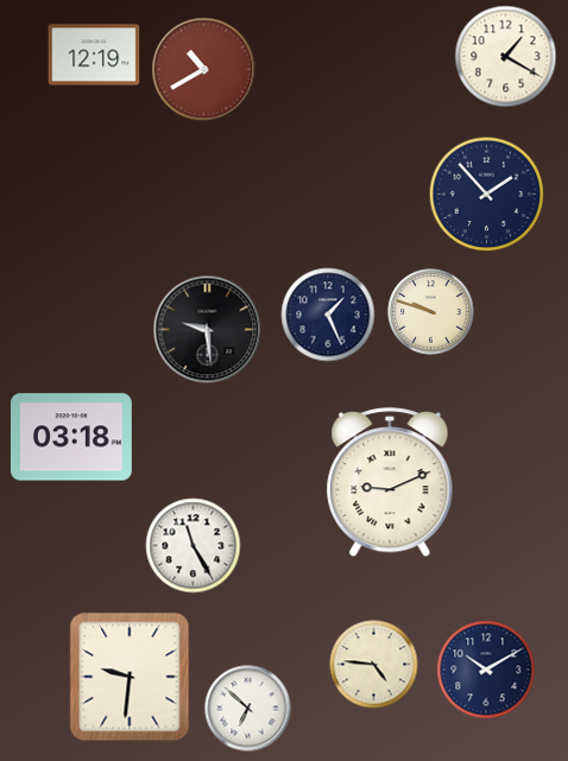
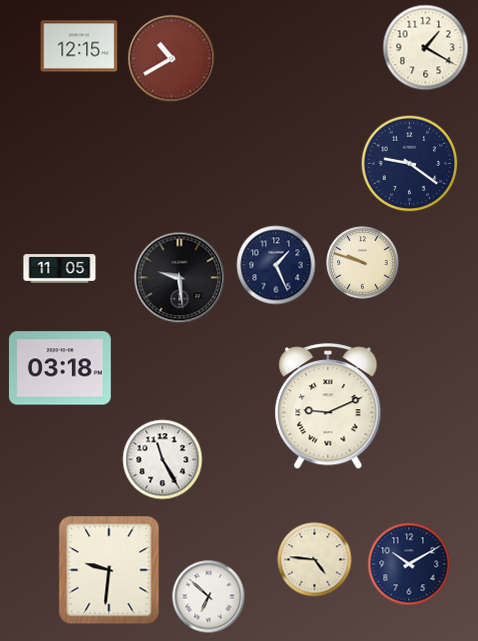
clock at (94, 55): 12:19 -> 12:15
clock at (487, 195): 1:53 -> 9:21
clock at (60, 269): none -> 11:05
clock at (208, 330) position: (208, 330) -> (180, 278)
